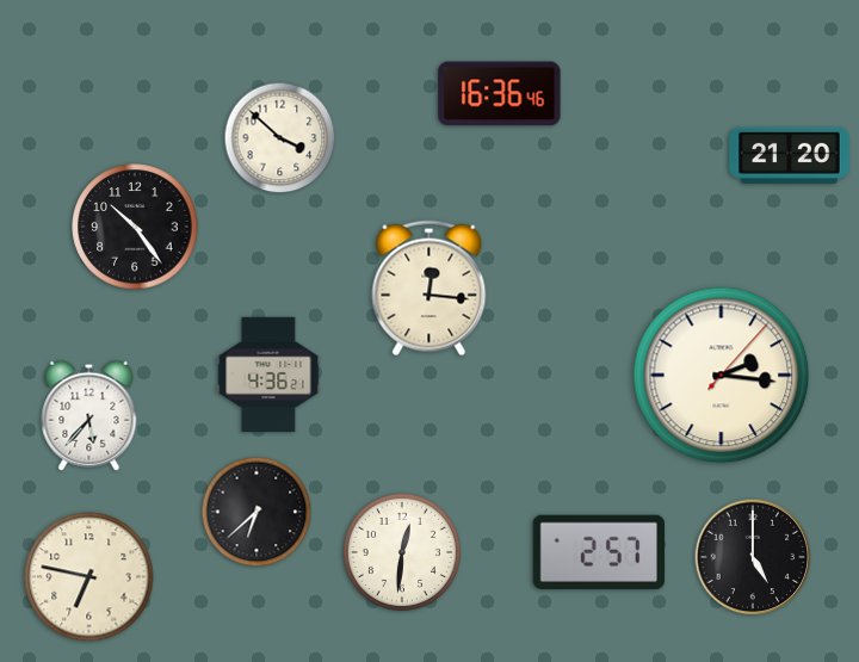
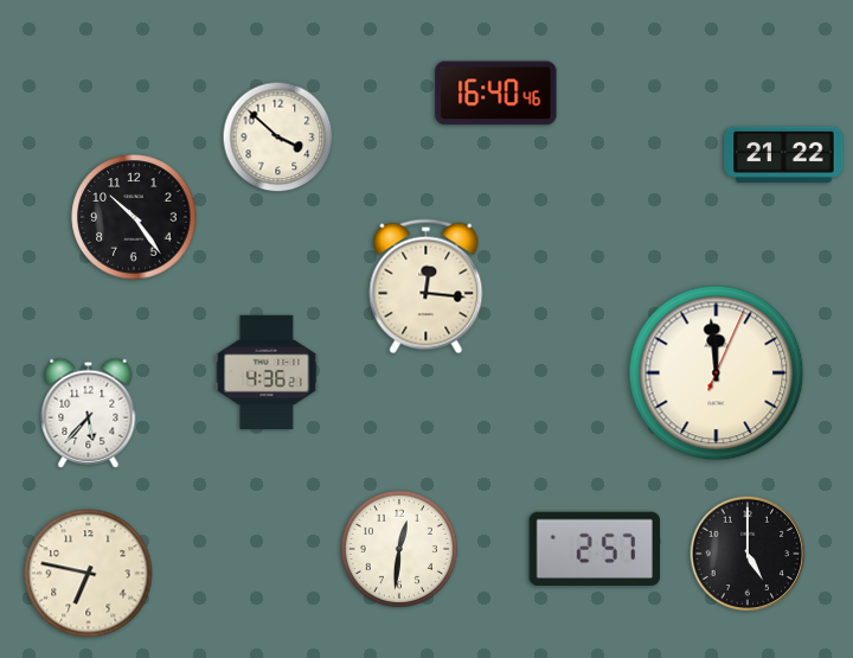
clock at (500, 94): 16:36 -> 16:40
clock at (790, 155): 21:20 -> 21:22
clock at (135, 227) position: (135, 227) -> (134, 217)
clock at (722, 376): 2:16 -> 11:59
clock at (257, 512): 6:38 -> none
